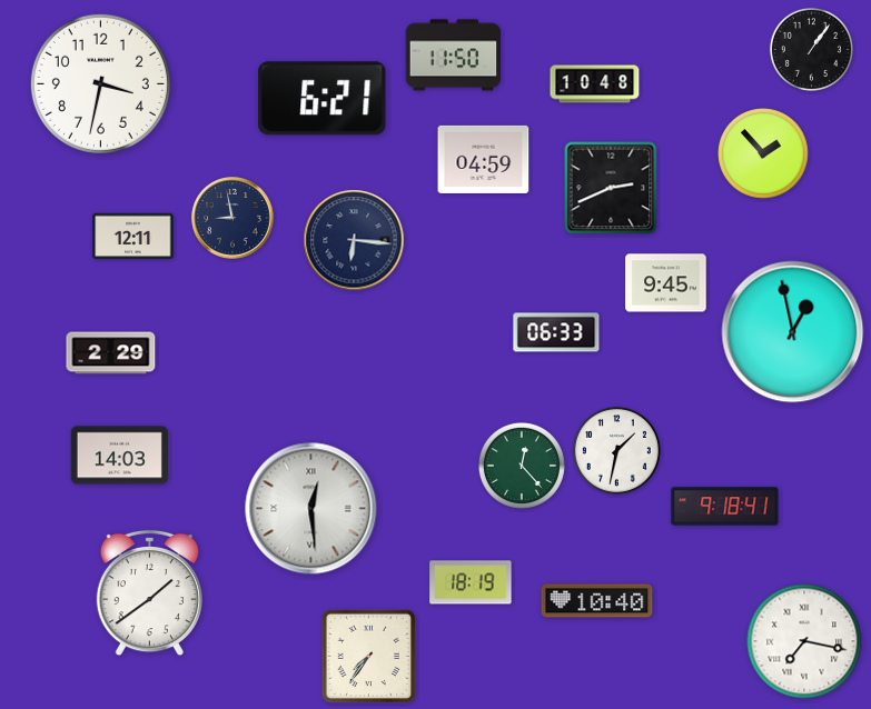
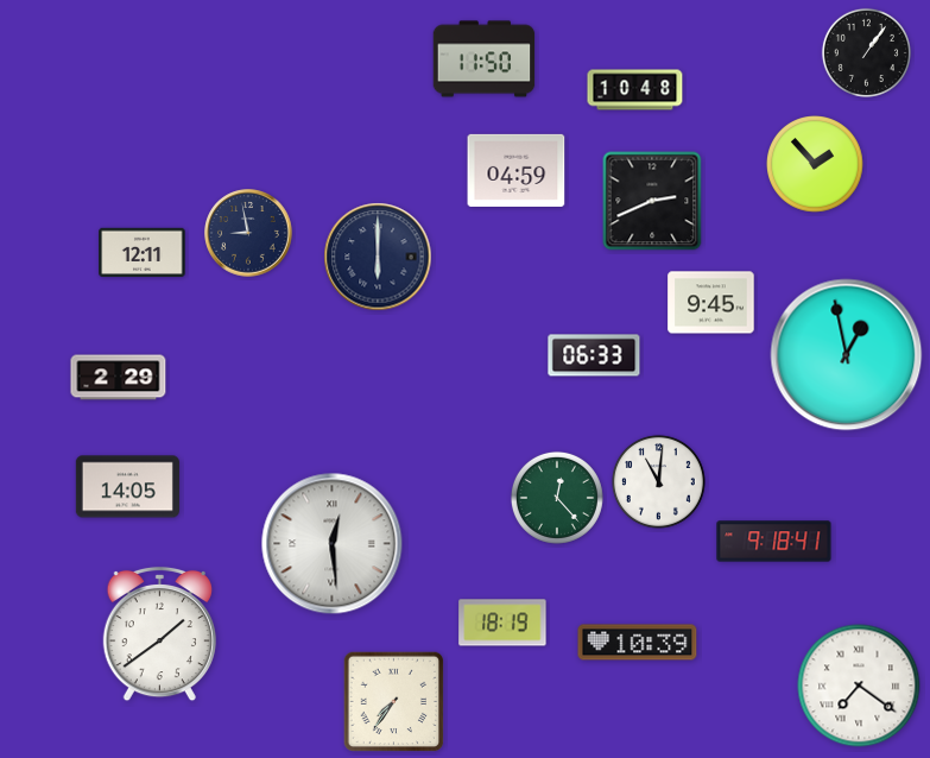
clock at (100, 83): 3:32 -> none
clock at (323, 99): 6:21 -> none
clock at (354, 240): 6:16 -> 6:00
clock at (616, 450): 1:32 -> 11:01
clock at (119, 456): 14:03 -> 14:05
clock at (597, 601): 10:40 -> 10:39
clock at (804, 641): 7:17 -> 7:21
